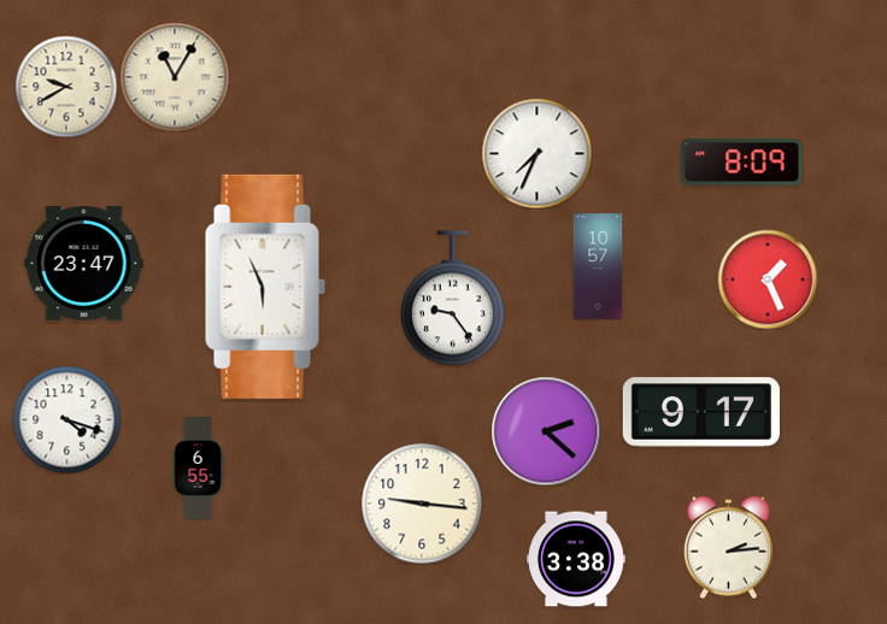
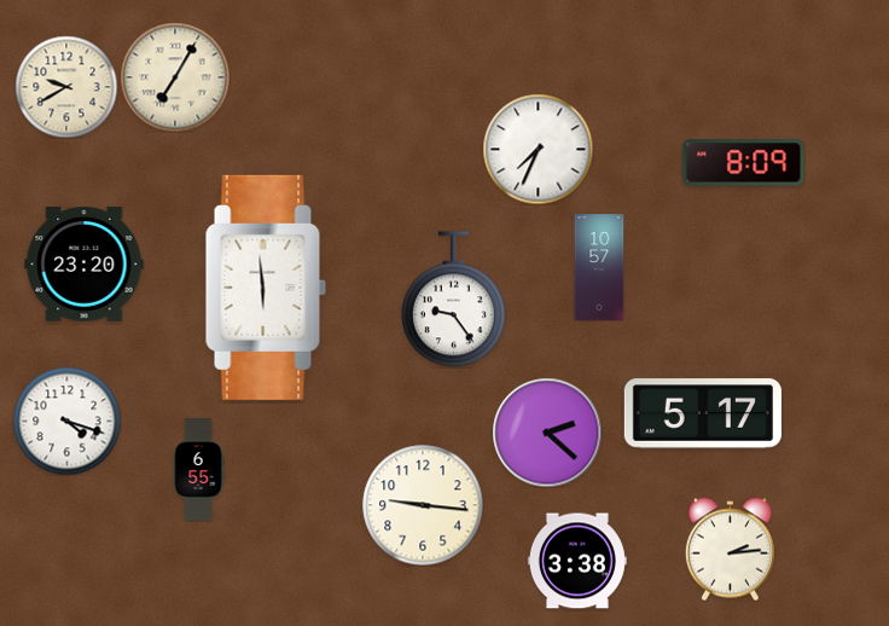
clock at (175, 77): 11:05 -> 7:05
clock at (536, 153) position: (536, 153) -> (538, 149)
clock at (84, 264): 23:47 -> 23:20
clock at (768, 279): 1:26 -> none
clock at (265, 287): 5:56 -> 5:59
clock at (701, 412): 9:17 -> 5:17
